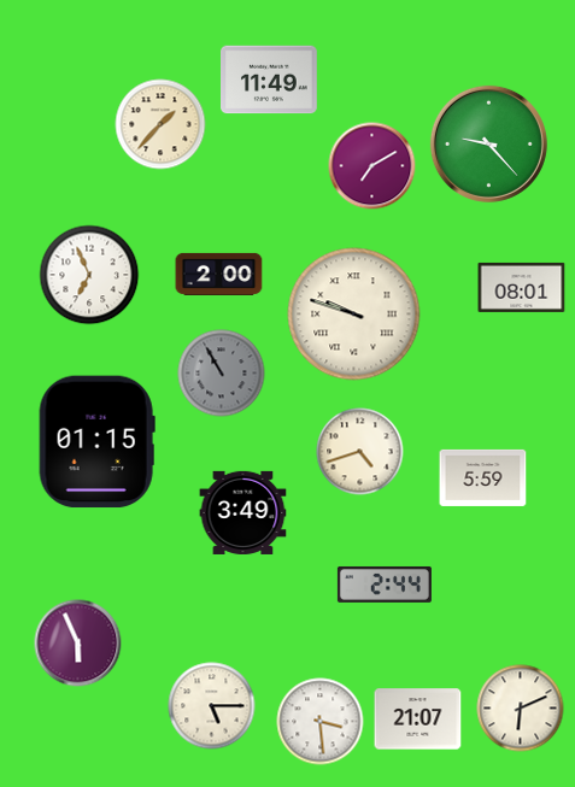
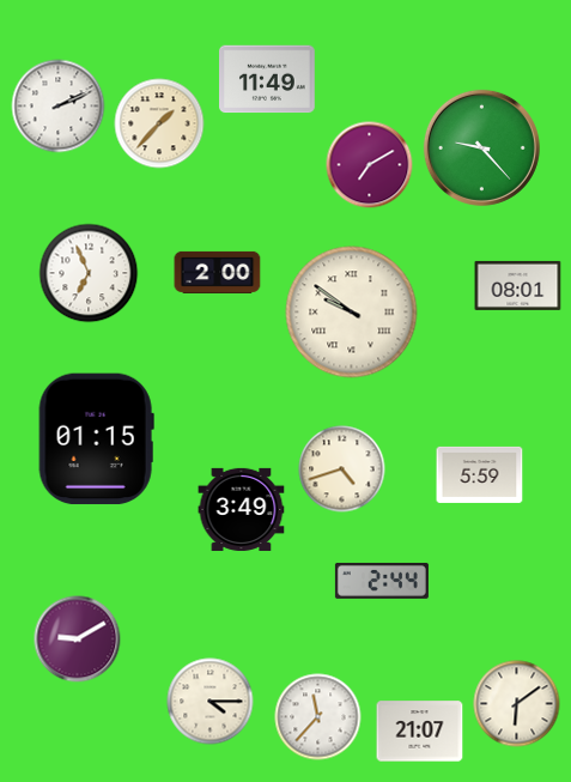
clock at (59, 107): none -> 2:11
clock at (488, 143) position: (488, 143) -> (481, 147)
clock at (354, 315): 9:48 -> 9:51
clock at (222, 374): 10:55 -> none
clock at (360, 452) position: (360, 452) -> (342, 469)
clock at (78, 644): 5:56 -> 9:10
clock at (212, 706): 5:15 -> 4:15
clock at (521, 709): 6:11 -> 6:09
clock at (418, 720) position: (418, 720) -> (420, 732)
clock at (321, 722): 3:29 -> 11:37
